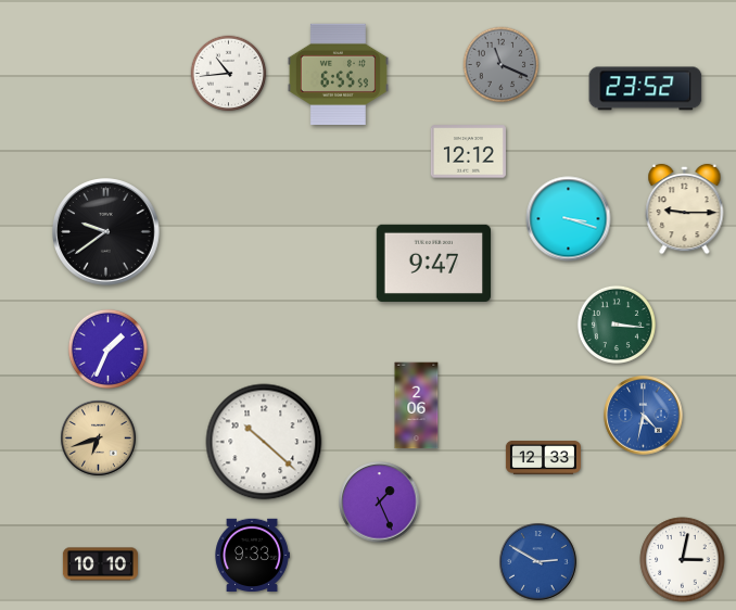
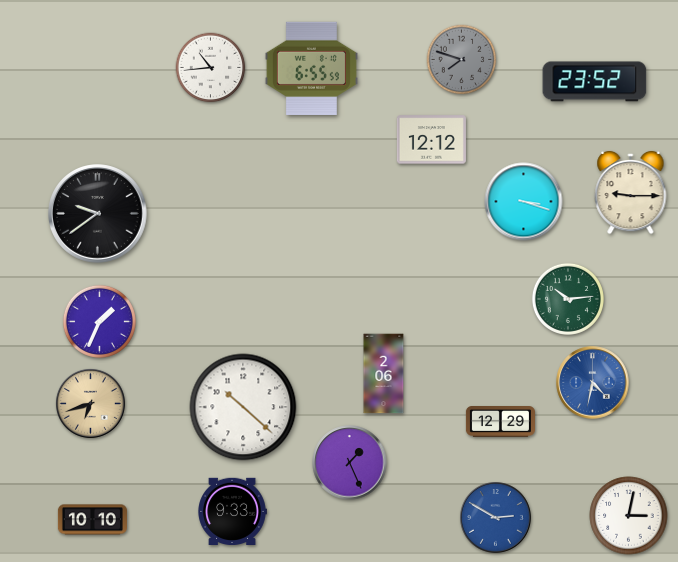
clock at (502, 65): 11:19 -> 7:48
clock at (434, 263): 9:47 -> none
clock at (617, 325): 3:16 -> 10:14
clock at (543, 458): 12:33 -> 12:29
